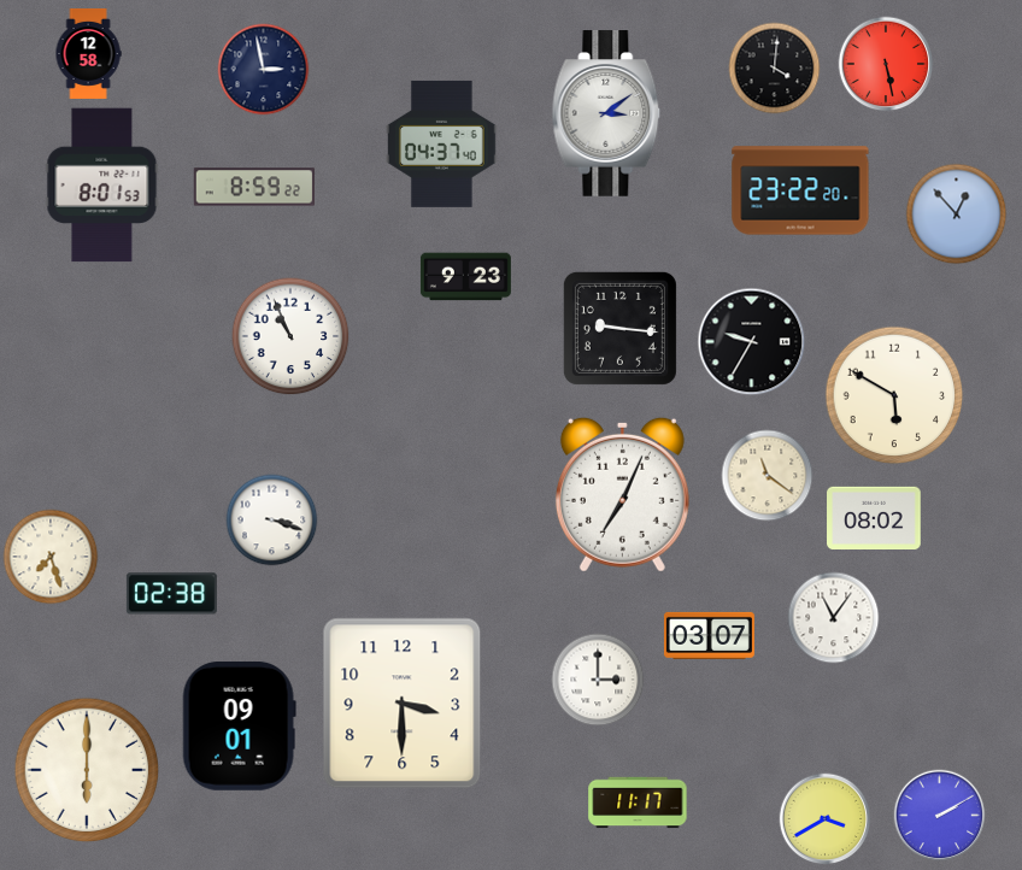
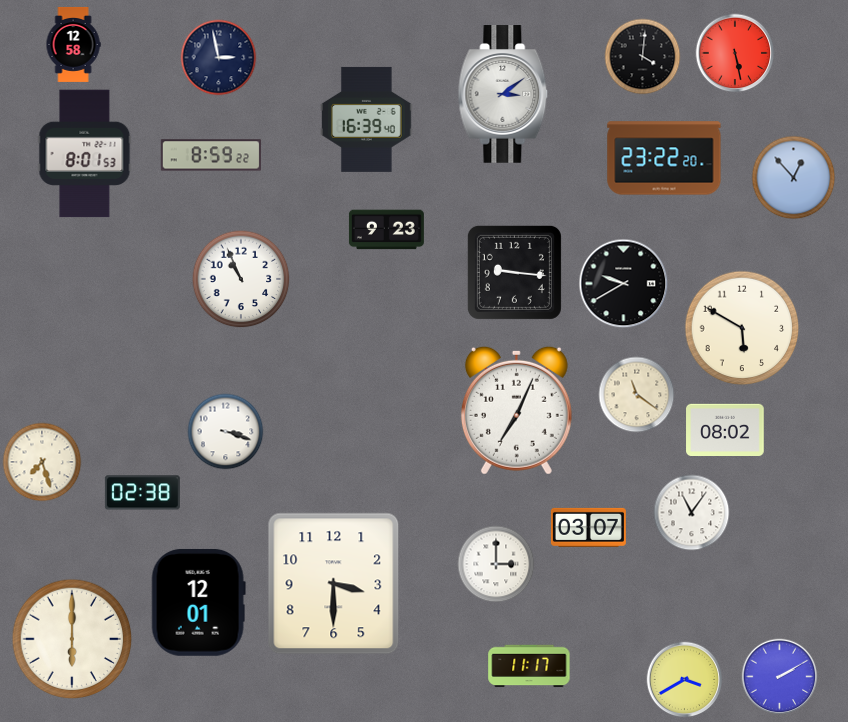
clock at (442, 143): 04:37 -> 16:39
clock at (752, 342): 9:35 -> 9:40
clock at (239, 725): 09:01 -> 12:01
